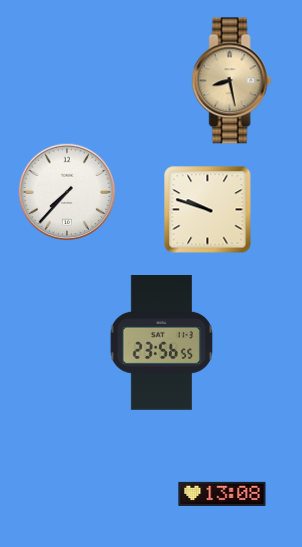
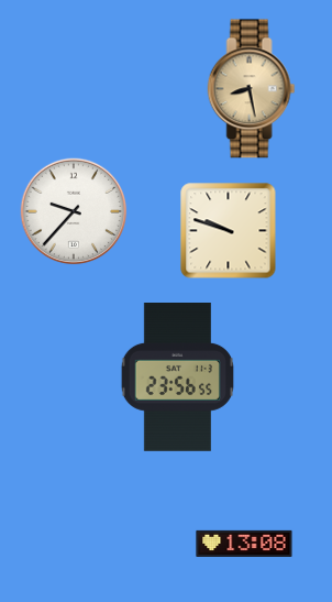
clock at (232, 81) position: (232, 81) -> (252, 89)
clock at (67, 192): 7:37 -> 9:37
